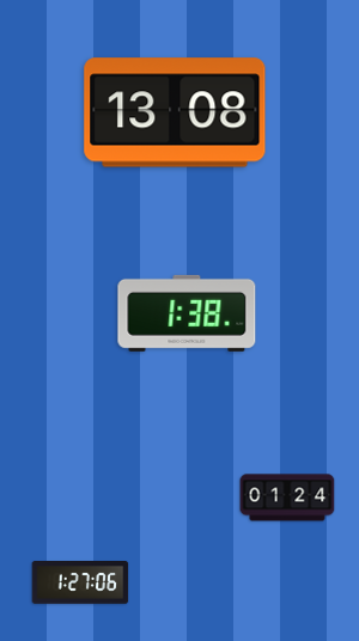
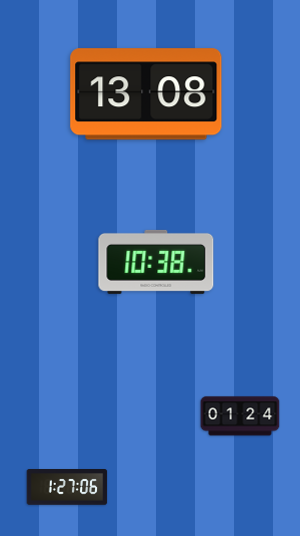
clock at (187, 313): 1:38 -> 10:38
